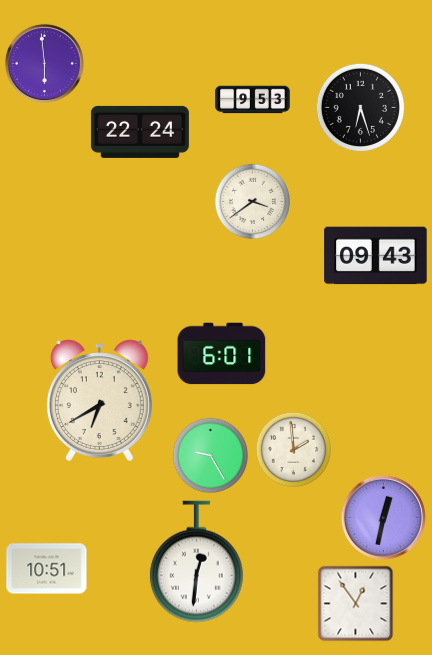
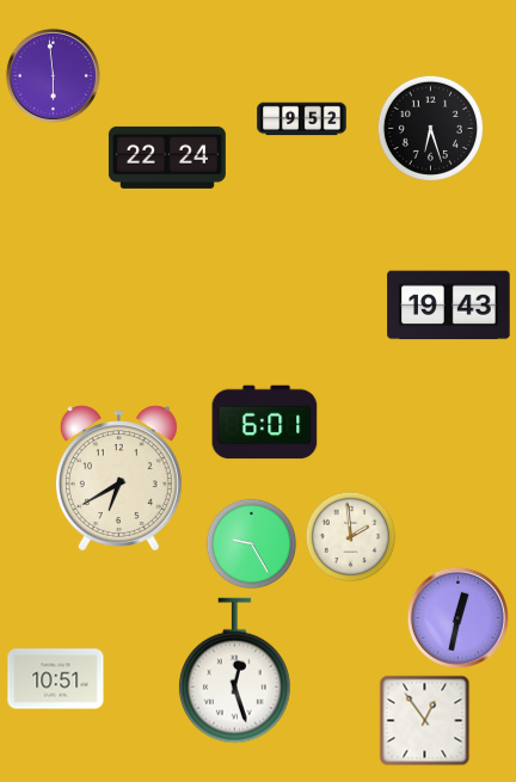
clock at (253, 100): 9:53 -> 9:52
clock at (253, 202): 3:39 -> none
clock at (376, 256): 09:43 -> 19:43
clock at (196, 562): 12:31 -> 12:27
